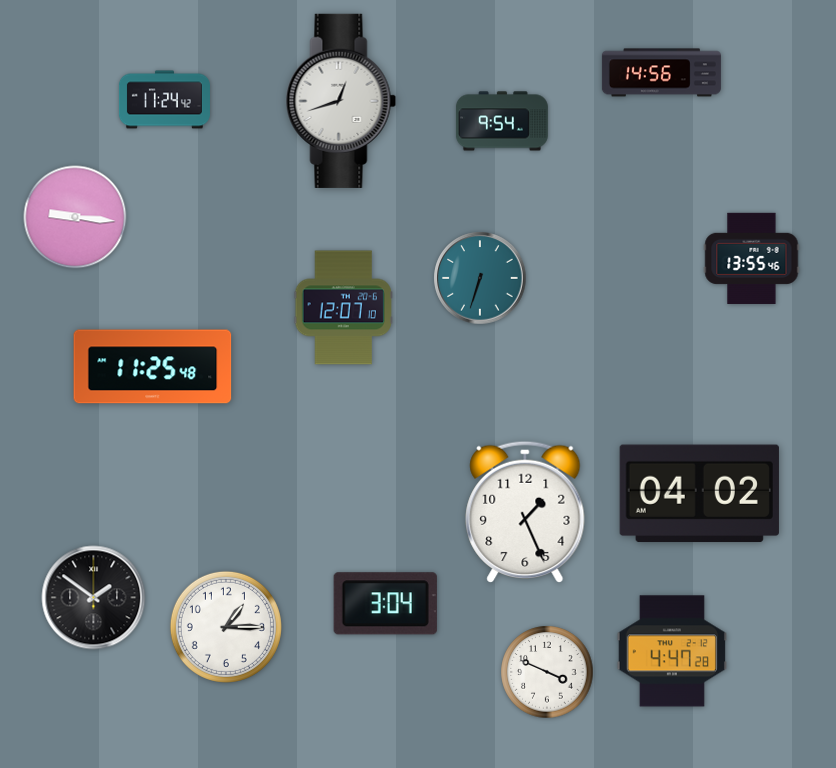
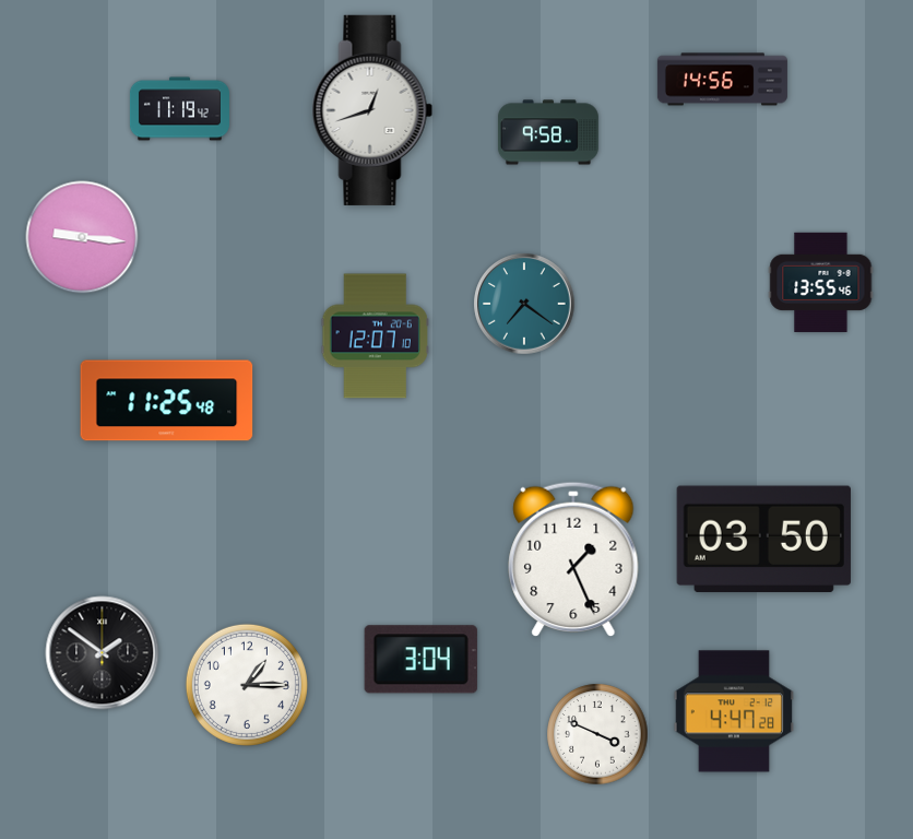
clock at (164, 100): 11:24 -> 11:19
clock at (502, 121): 9:54 -> 9:58
clock at (480, 278): 6:33 -> 7:21
clock at (699, 494): 04:02 -> 03:50
